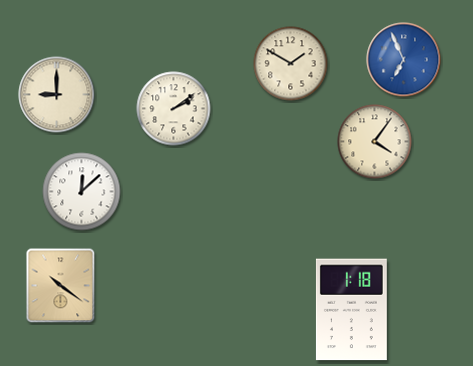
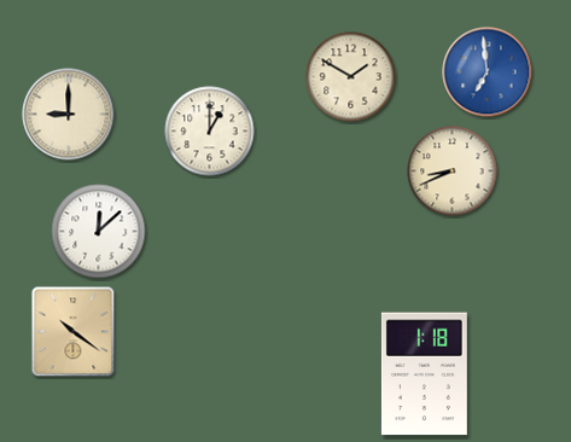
clock at (404, 60): 6:56 -> 6:59
clock at (174, 109): 2:09 -> 1:00
clock at (375, 142): 4:06 -> 8:41
clock at (61, 286) position: (61, 286) -> (74, 332)
